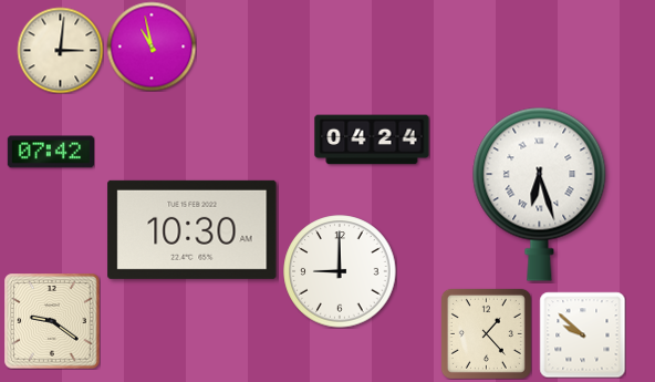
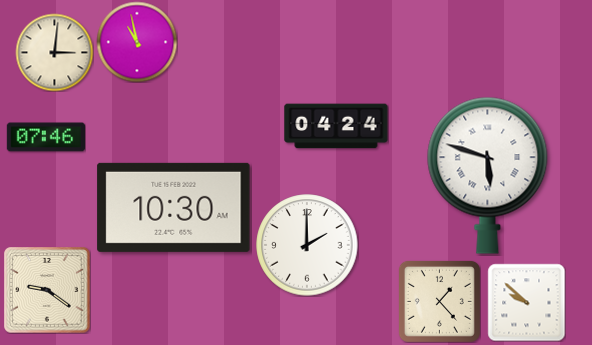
clock at (60, 50) position: (60, 50) -> (54, 52)
clock at (50, 152): 07:42 -> 07:46
clock at (540, 194): 6:27 -> 5:48
clock at (340, 271): 9:00 -> 2:00
